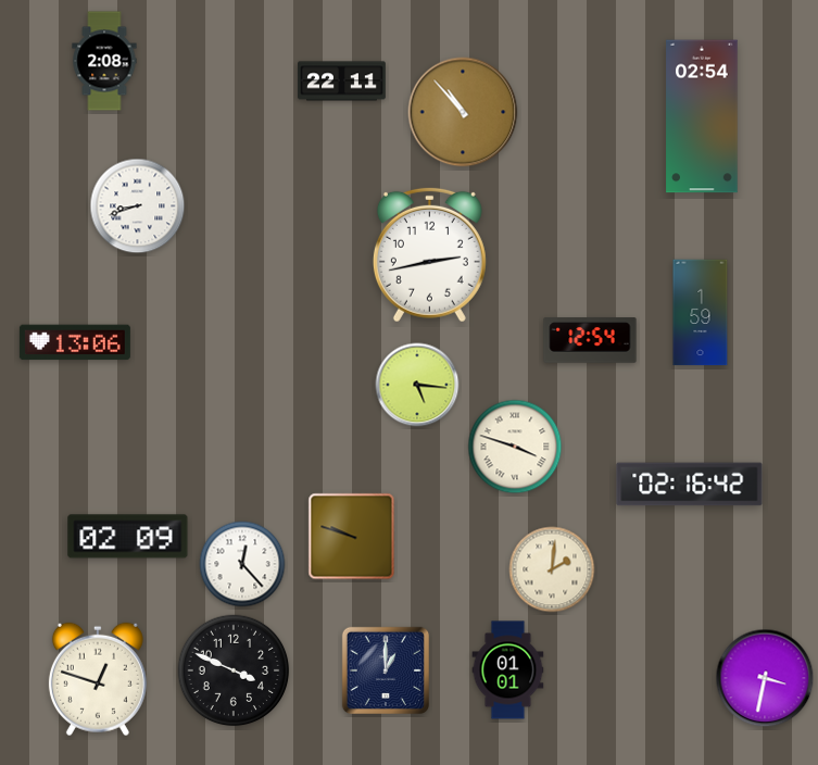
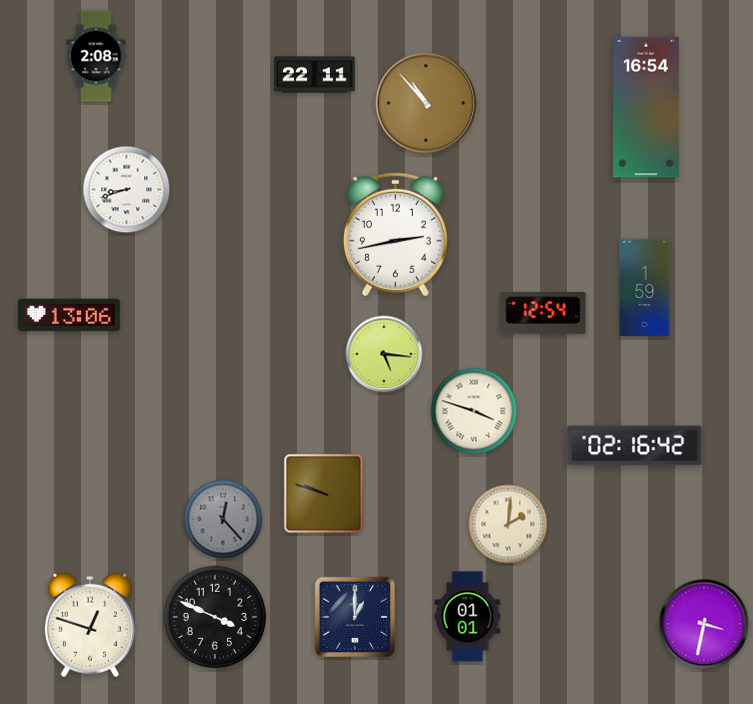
clock at (702, 116): 02:54 -> 16:54
clock at (128, 537): 02:09 -> none
clock at (242, 564) dial: white -> grey
